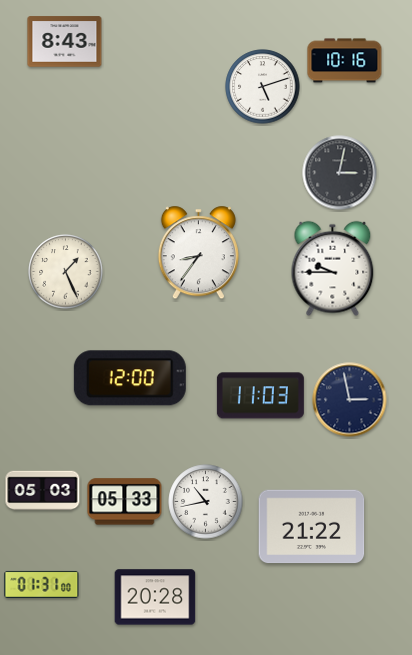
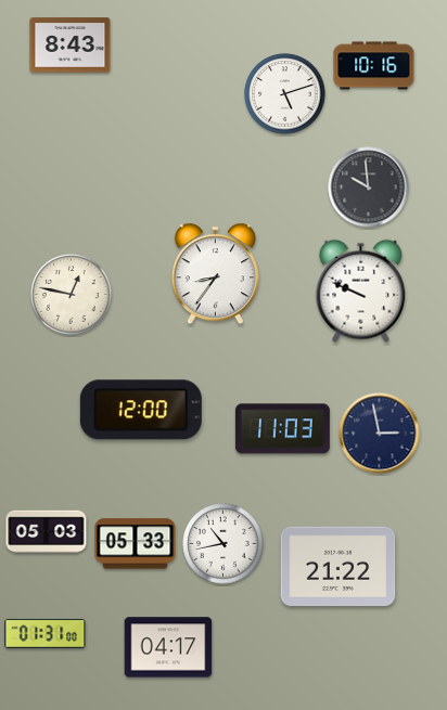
clock at (340, 173): 3:02 -> 9:59
clock at (333, 269): 9:45 -> 9:49
clock at (66, 272): 1:26 -> 12:47
clock at (312, 527) position: (312, 527) -> (339, 567)
clock at (155, 597): 20:28 -> 04:17
